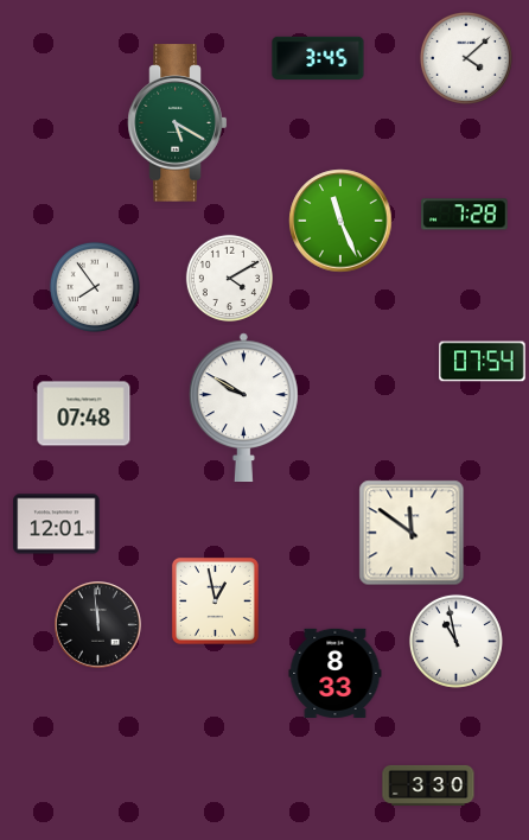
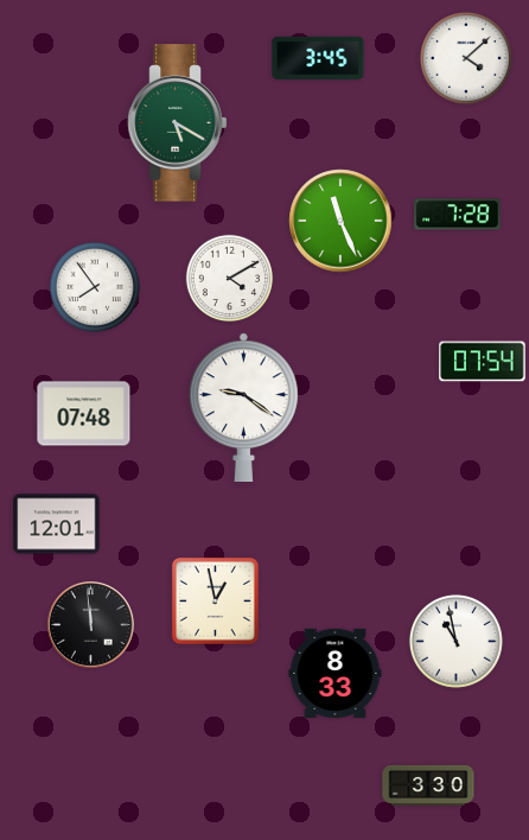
clock at (465, 215) position: (465, 215) -> (458, 215)
clock at (243, 407): 9:50 -> 9:21
clock at (412, 533): 11:51 -> none
clock at (98, 625) position: (98, 625) -> (91, 625)
